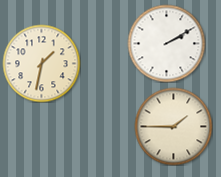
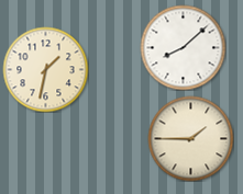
clock at (166, 43): 2:10 -> 8:08
